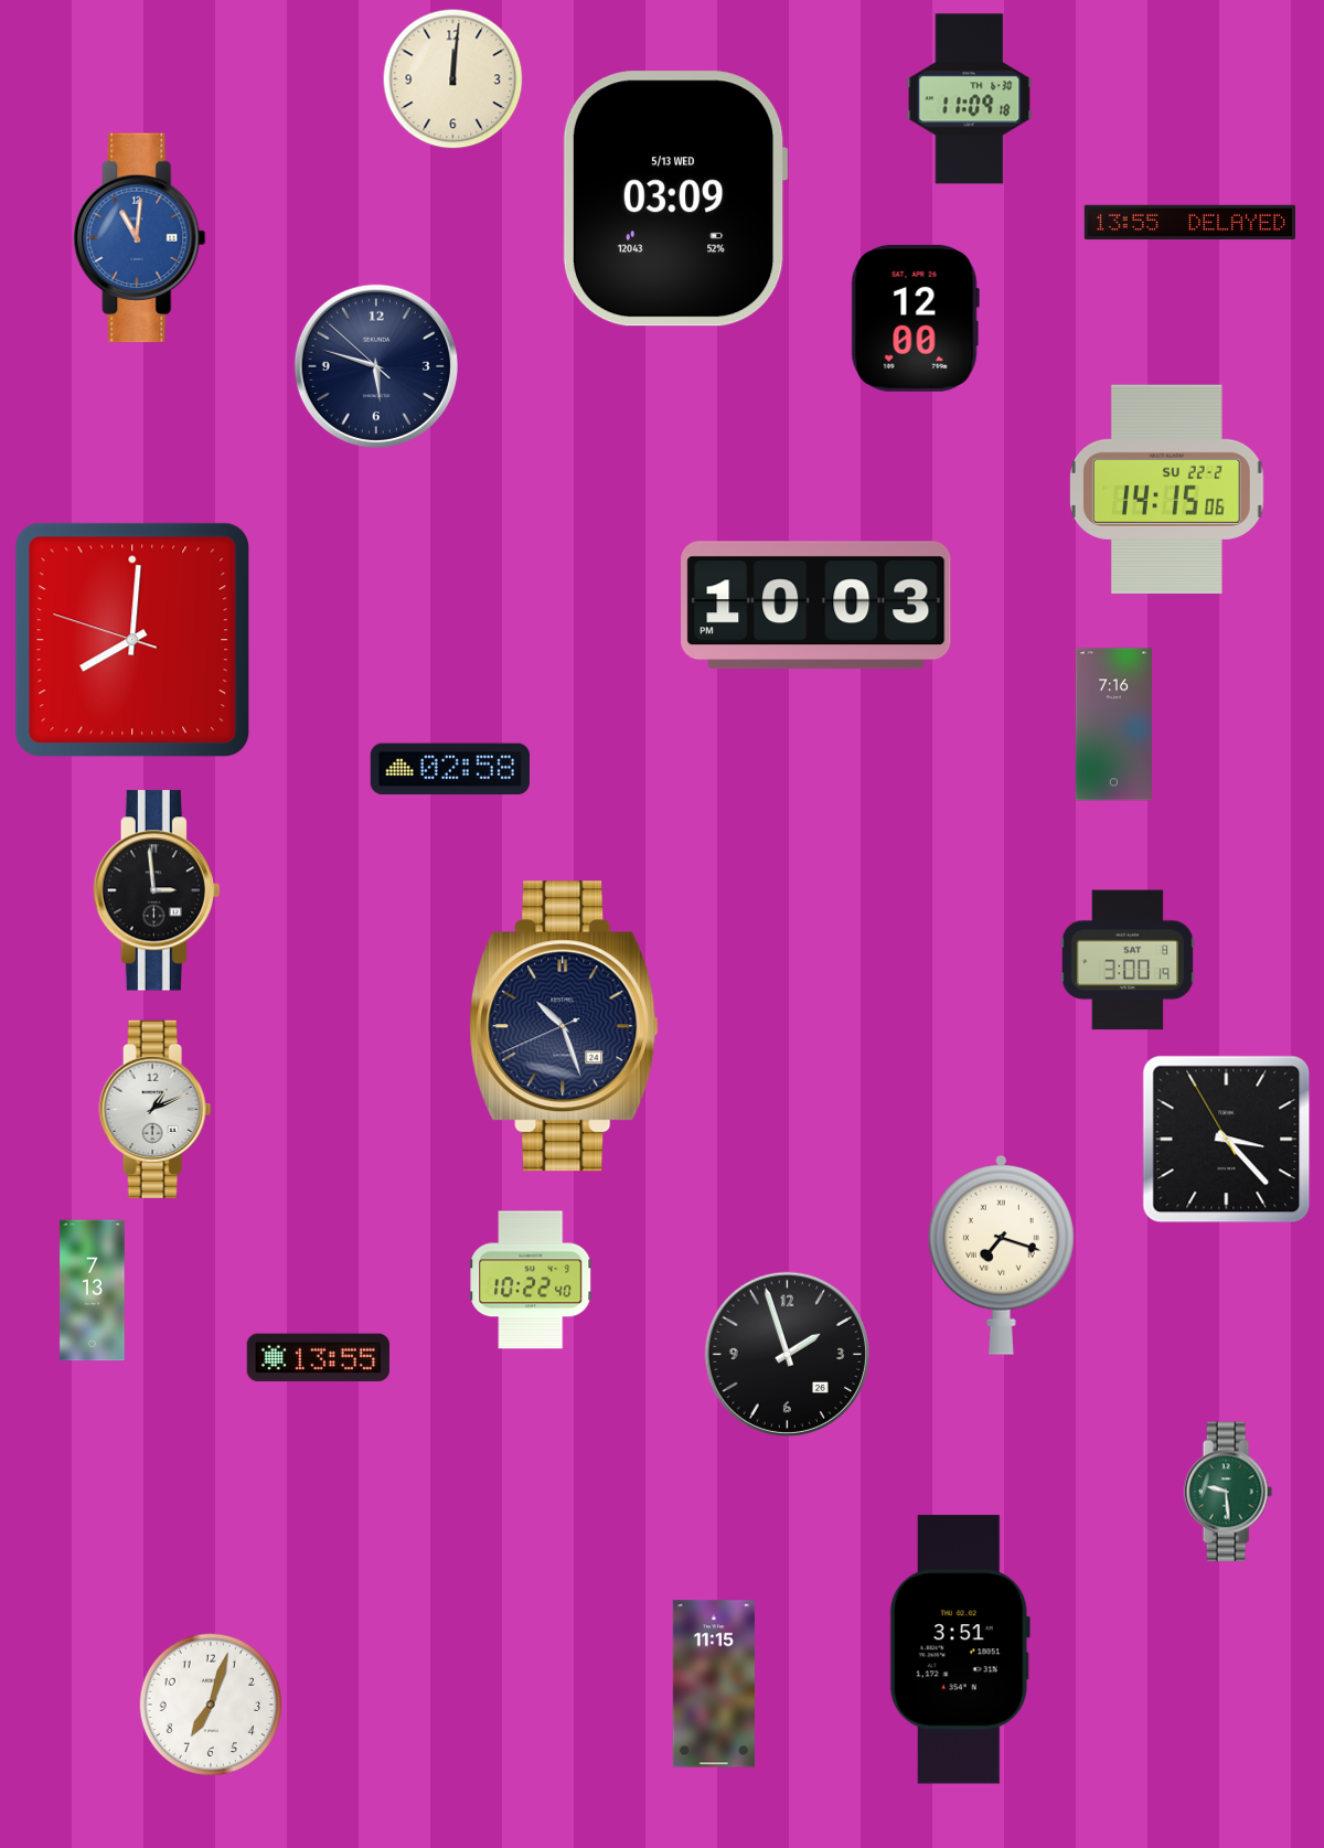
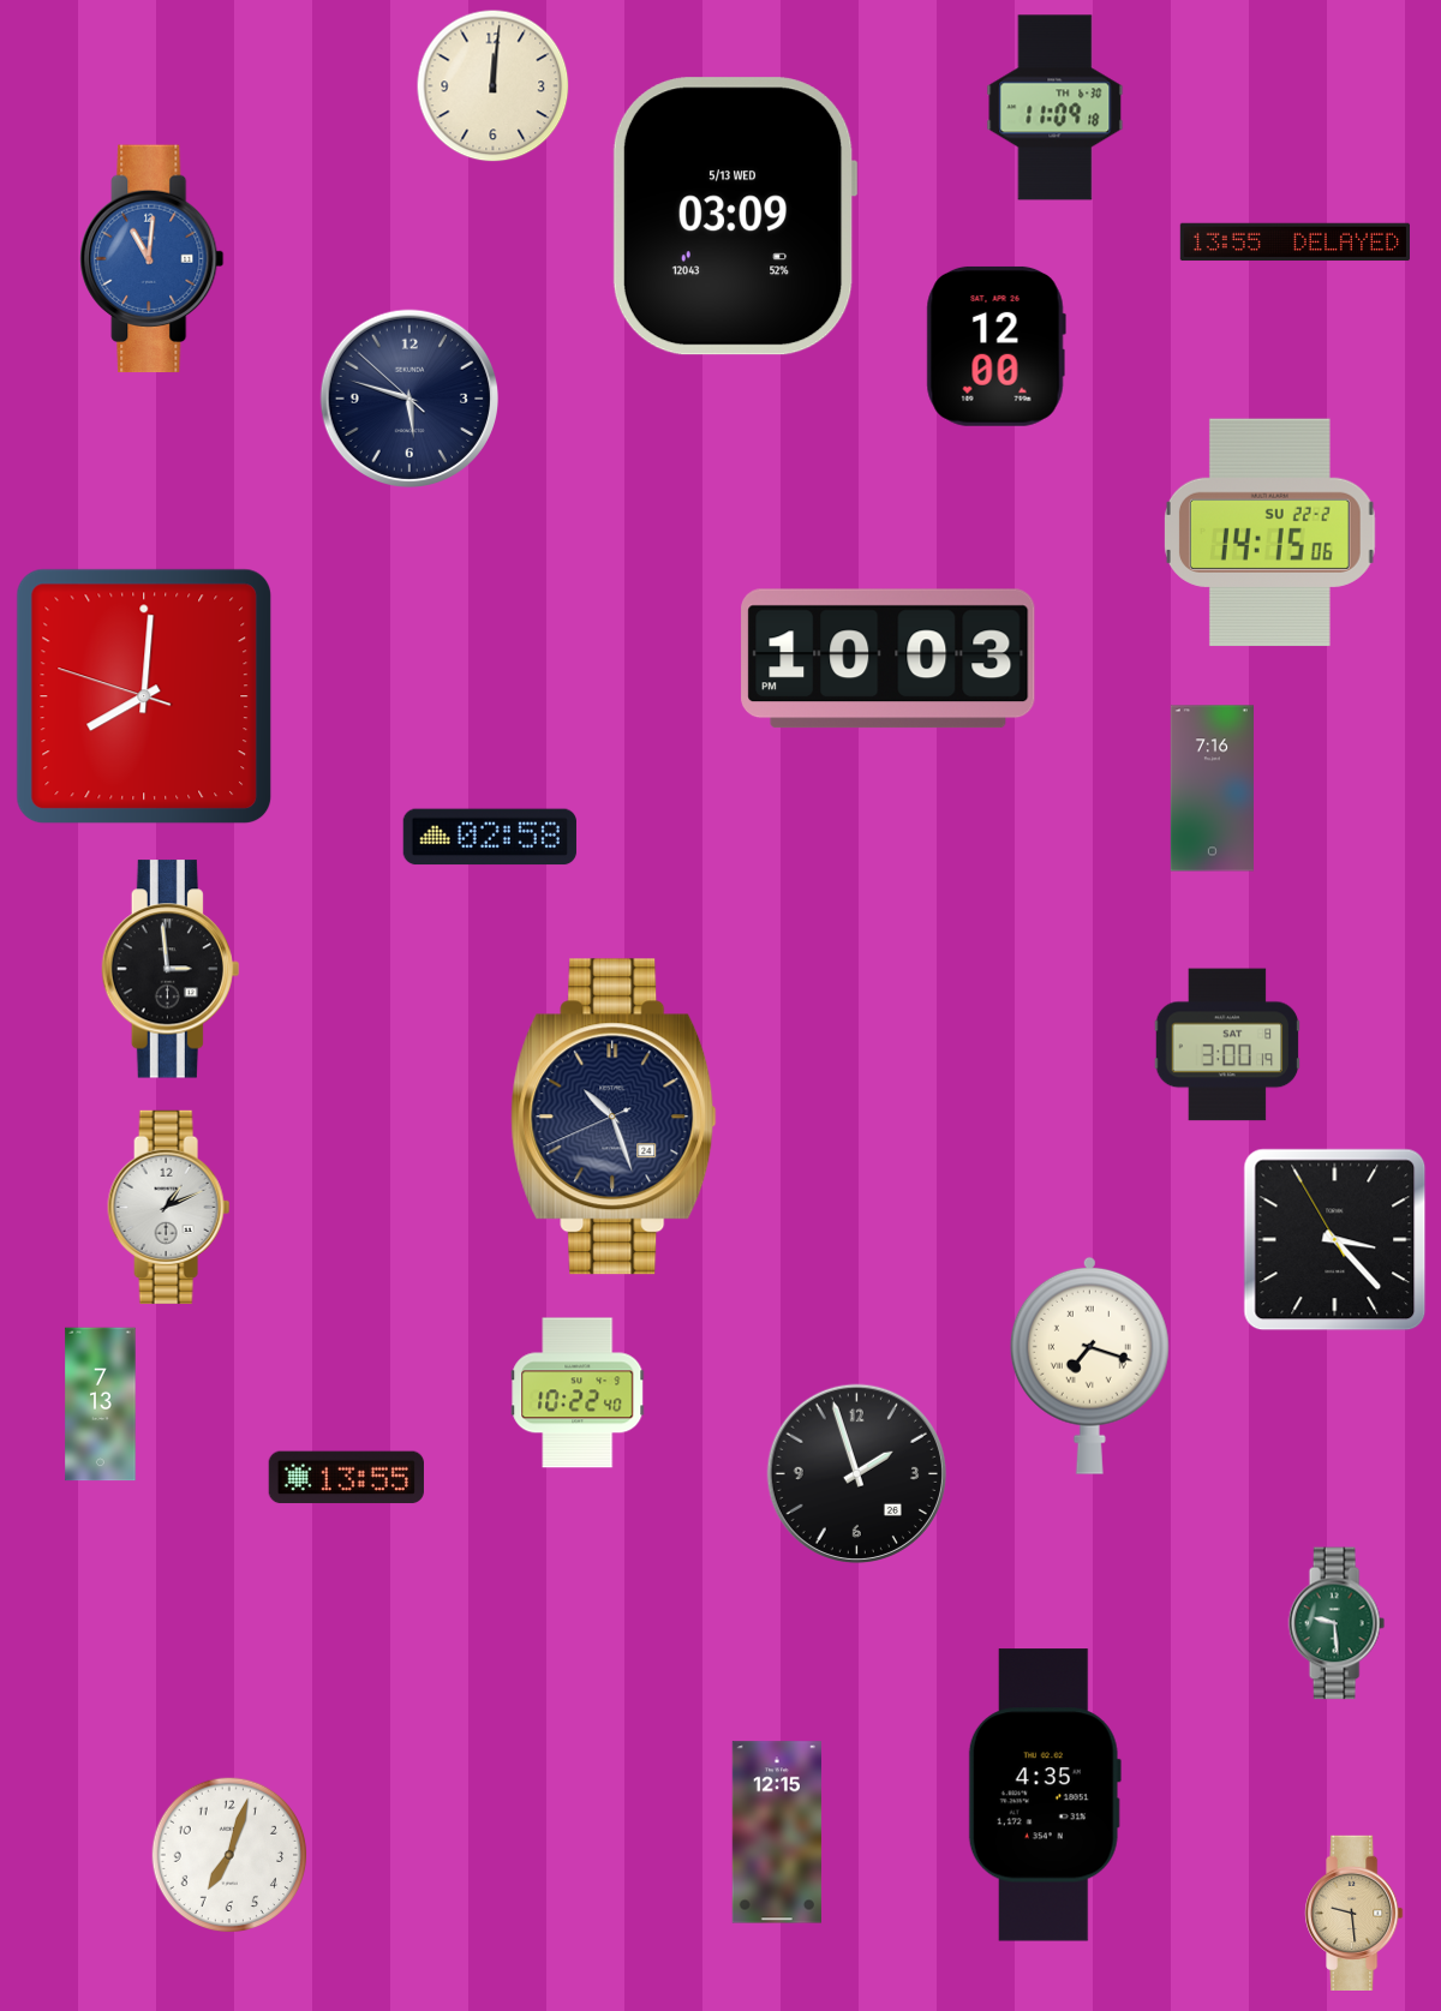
clock at (960, 1649): 3:51 -> 4:35
clock at (714, 1684): 11:15 -> 12:15
clock at (1355, 1913): none -> 9:29
